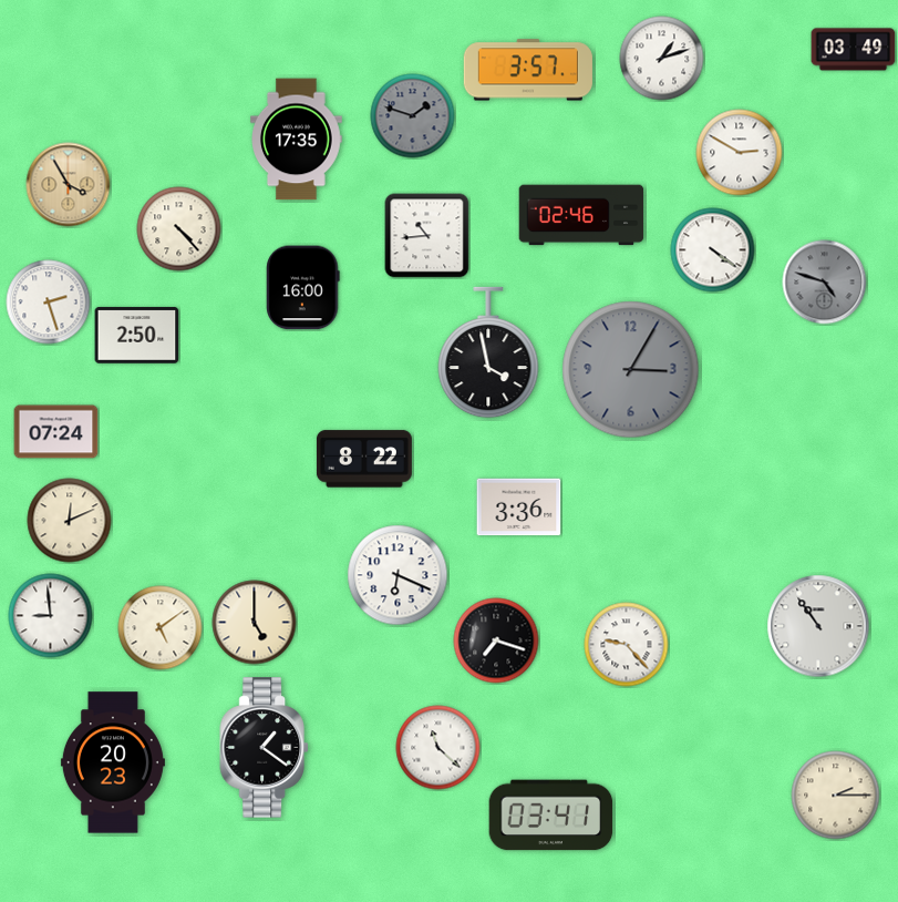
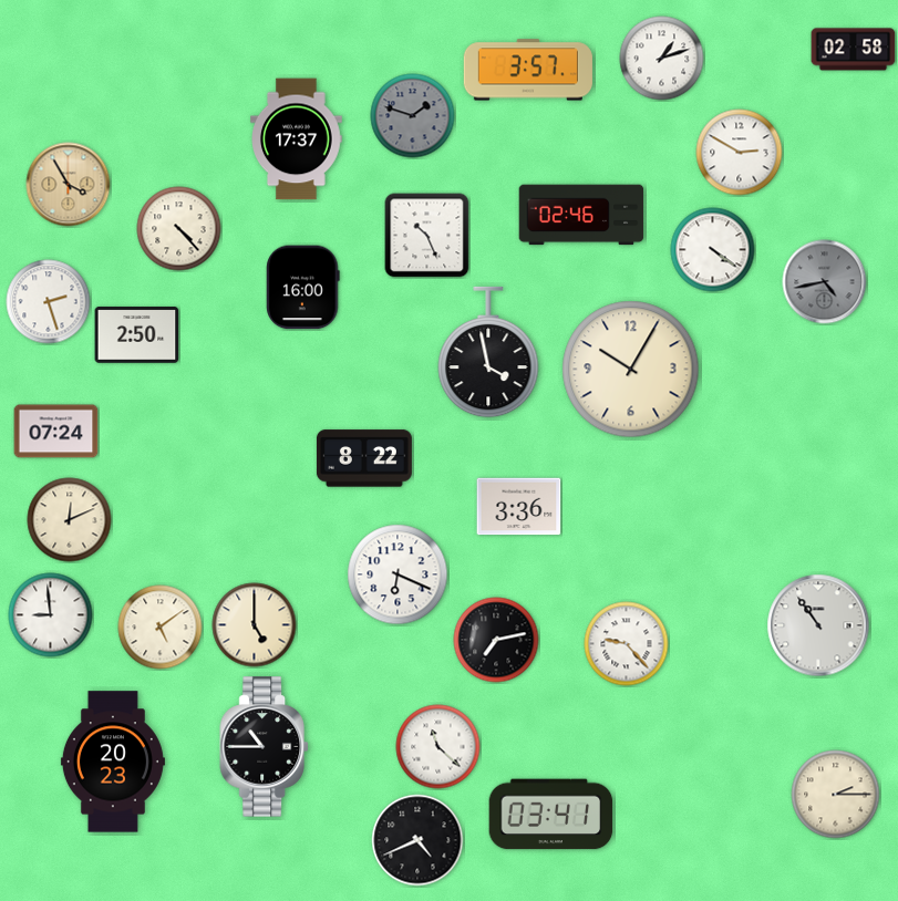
clock at (854, 50): 03:49 -> 02:58
clock at (297, 140): 17:35 -> 17:37
clock at (427, 236): 10:44 -> 10:26
clock at (825, 283): 4:48 -> 4:43
clock at (631, 370): 3:05 -> 10:05
clock at (631, 370) dial: grey -> cream
clock at (255, 623) position: (255, 623) -> (255, 625)
clock at (496, 640): 7:18 -> 7:13
clock at (265, 748): 1:21 -> 10:45
clock at (417, 840): none -> 4:41
